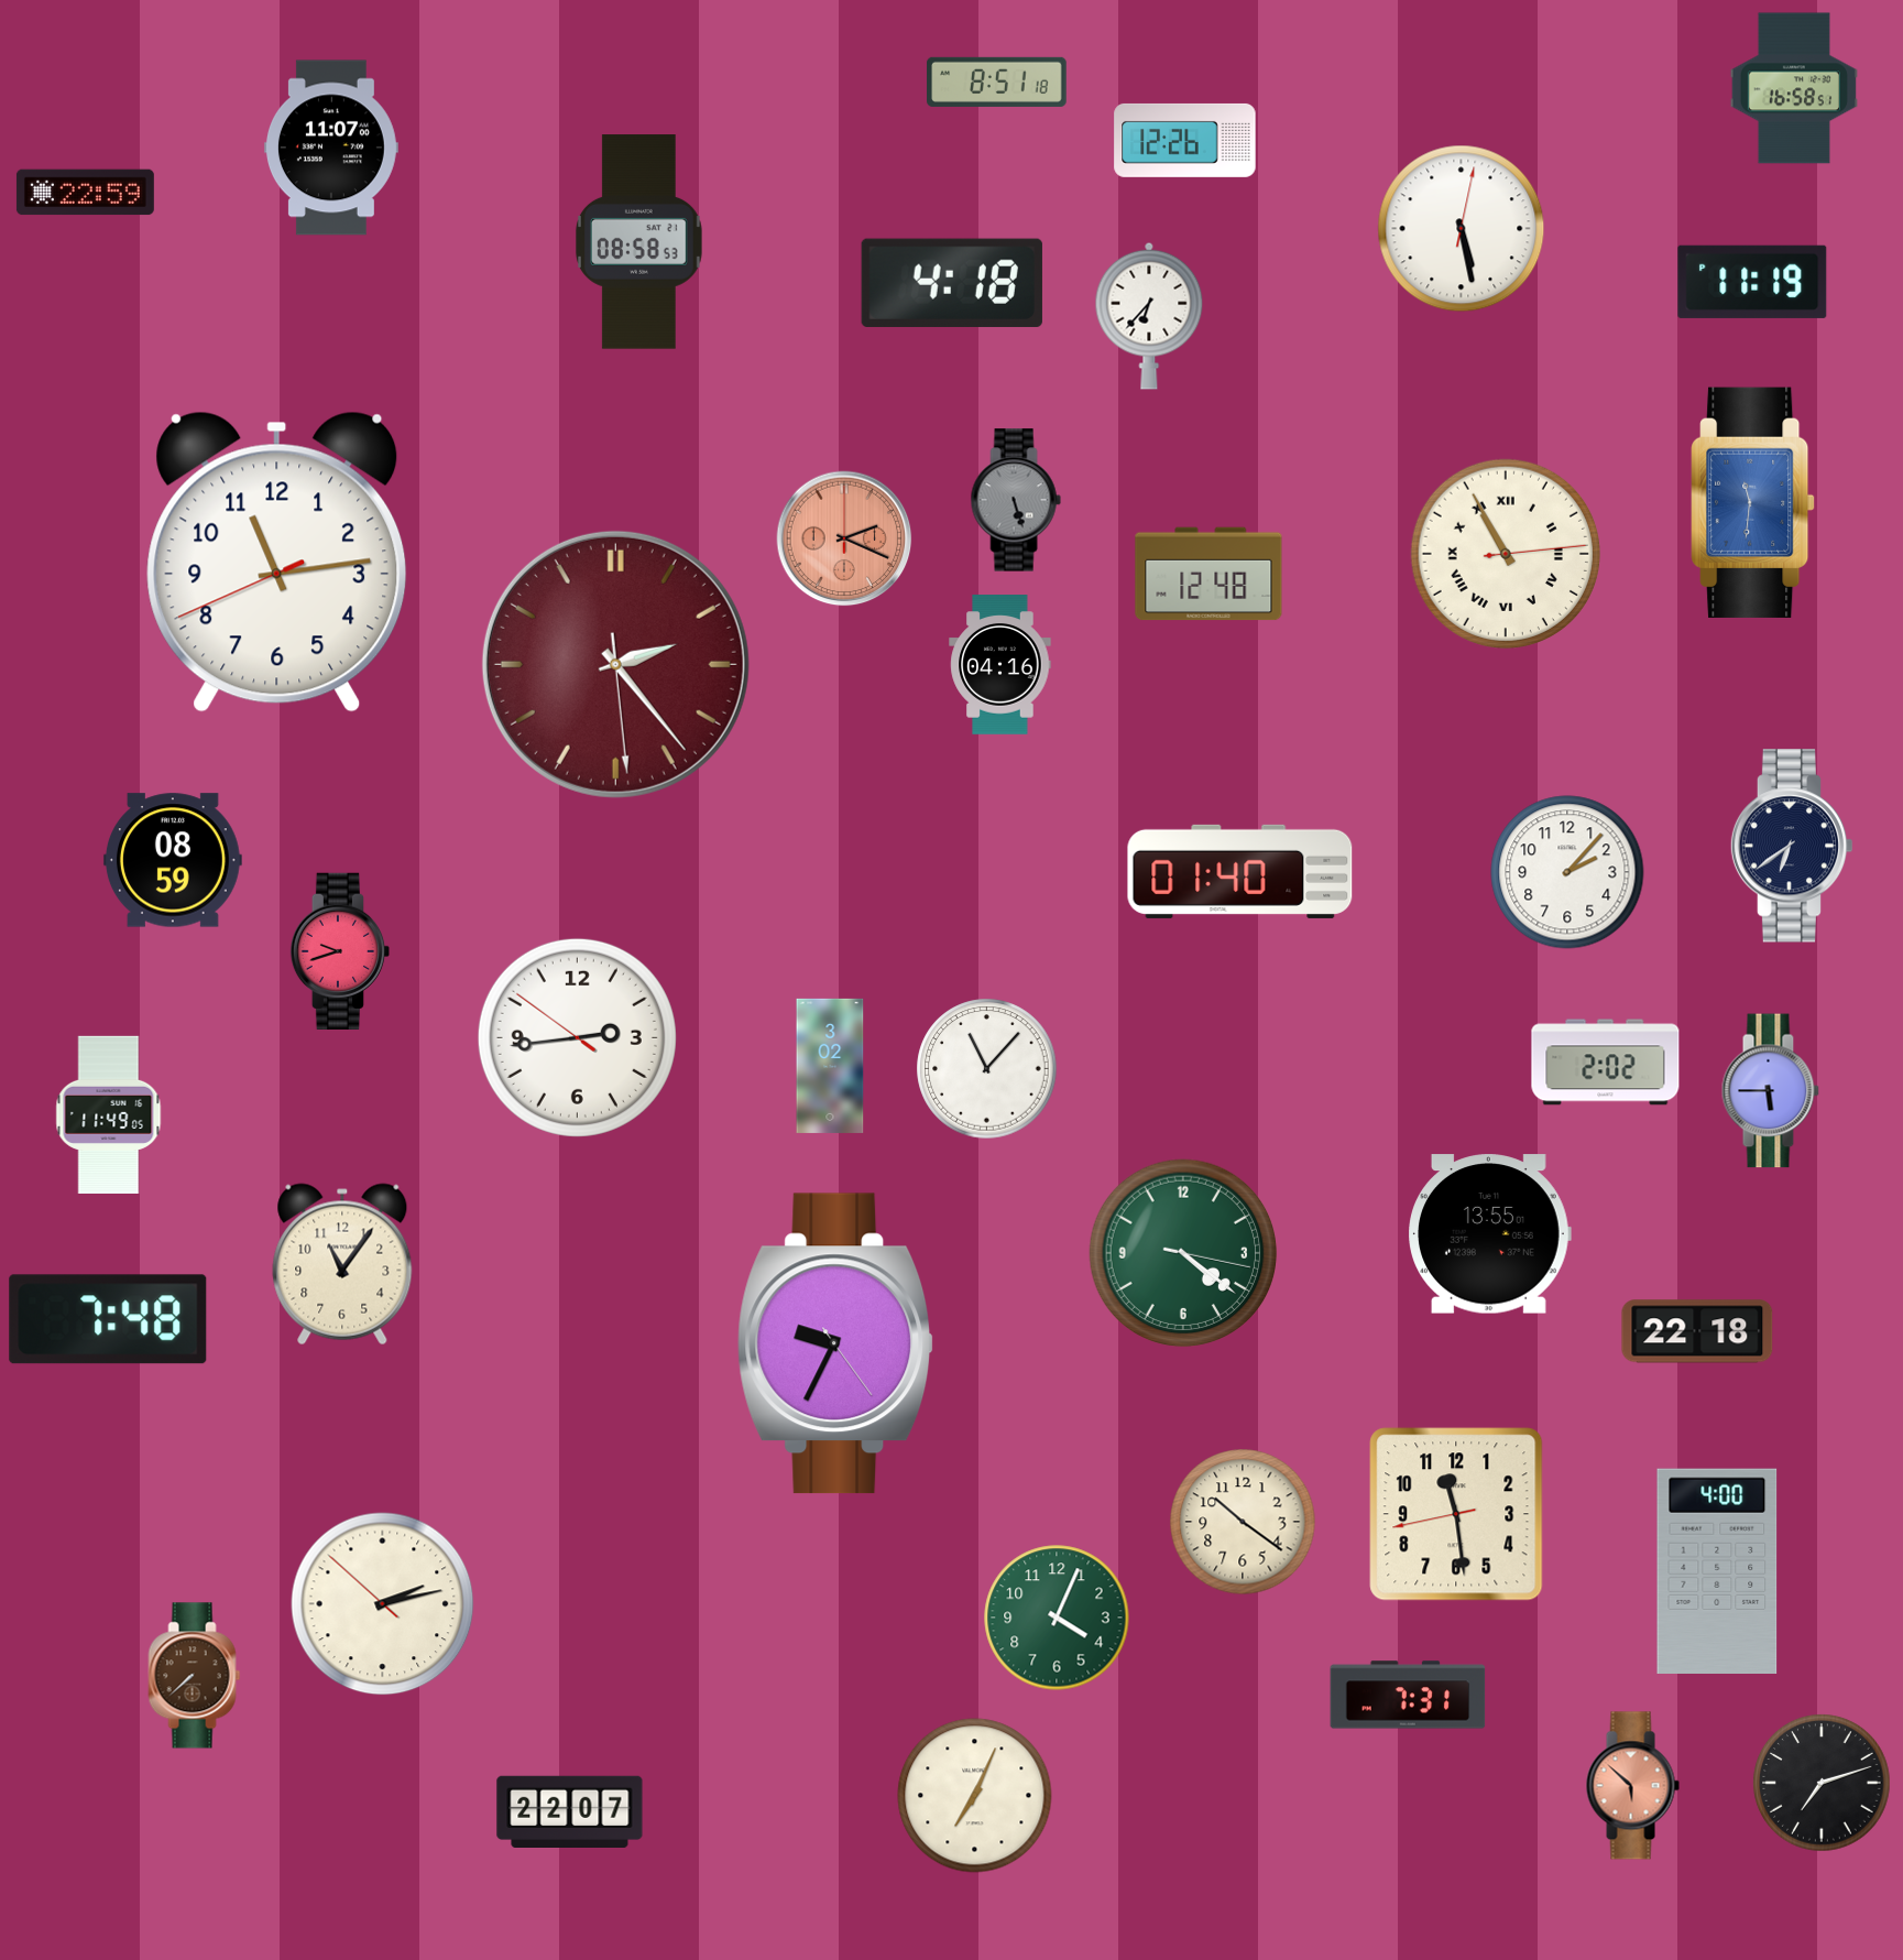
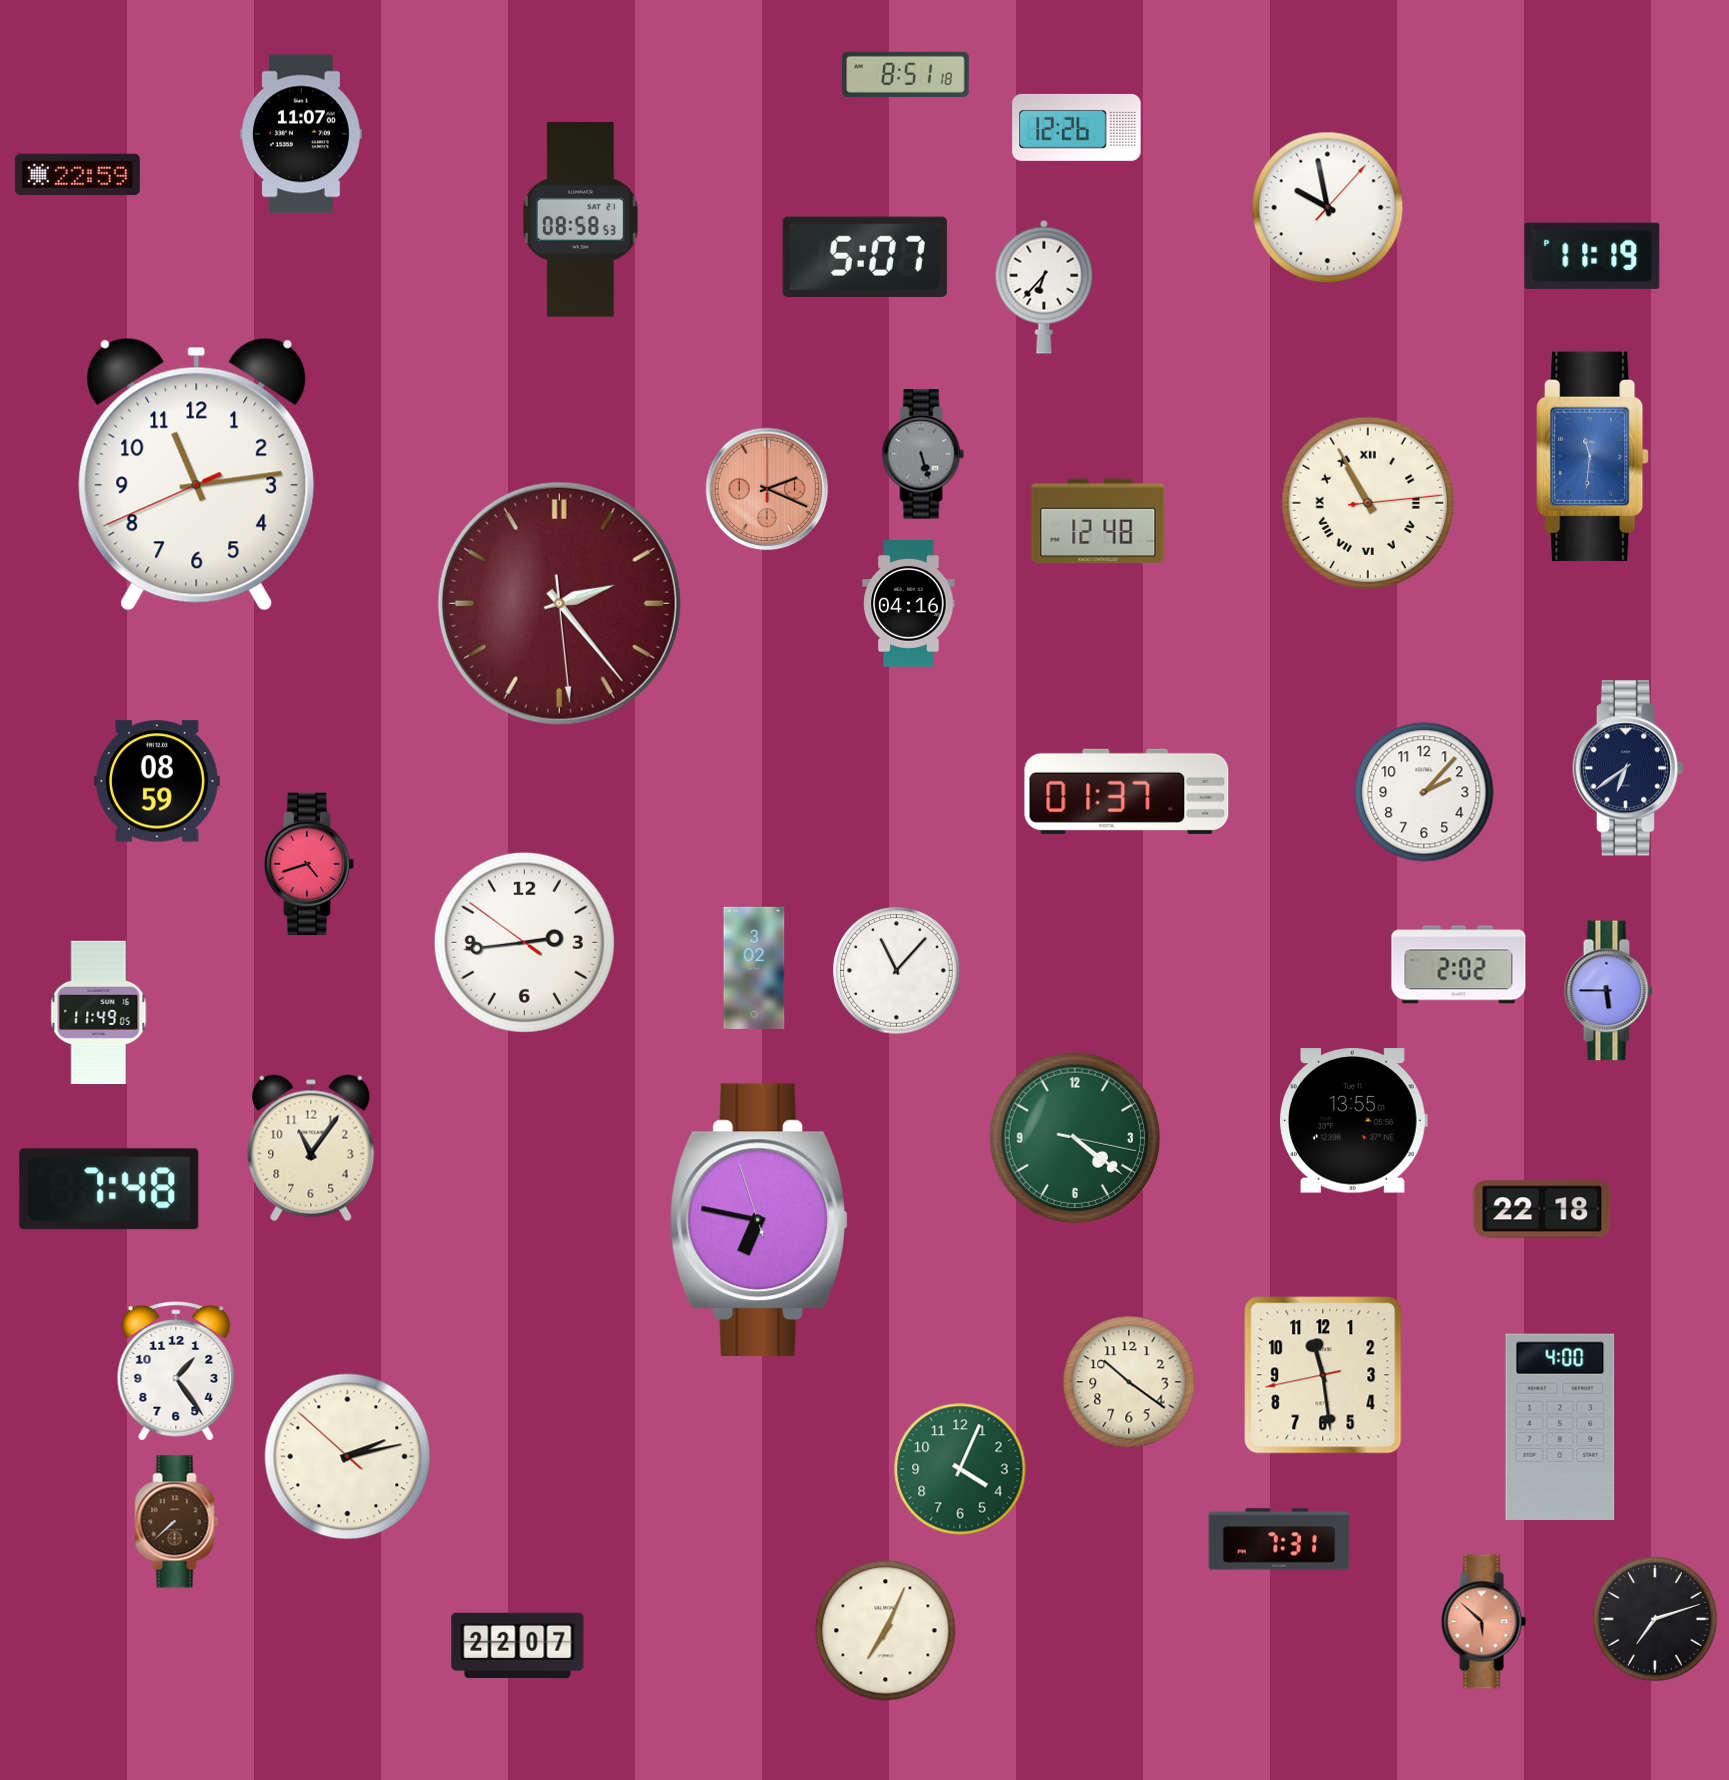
clock at (1794, 88): 16:58 -> none
clock at (1462, 229): 5:28 -> 9:58
clock at (952, 283): 4:18 -> 5:07
clock at (277, 562) position: (277, 562) -> (197, 474)
clock at (1240, 871): 01:40 -> 01:37
clock at (340, 950): 9:42 -> 4:42
clock at (108, 1319) position: (108, 1319) -> (109, 1189)
clock at (836, 1343): 9:34 -> 6:46
clock at (176, 1371): none -> 1:24
